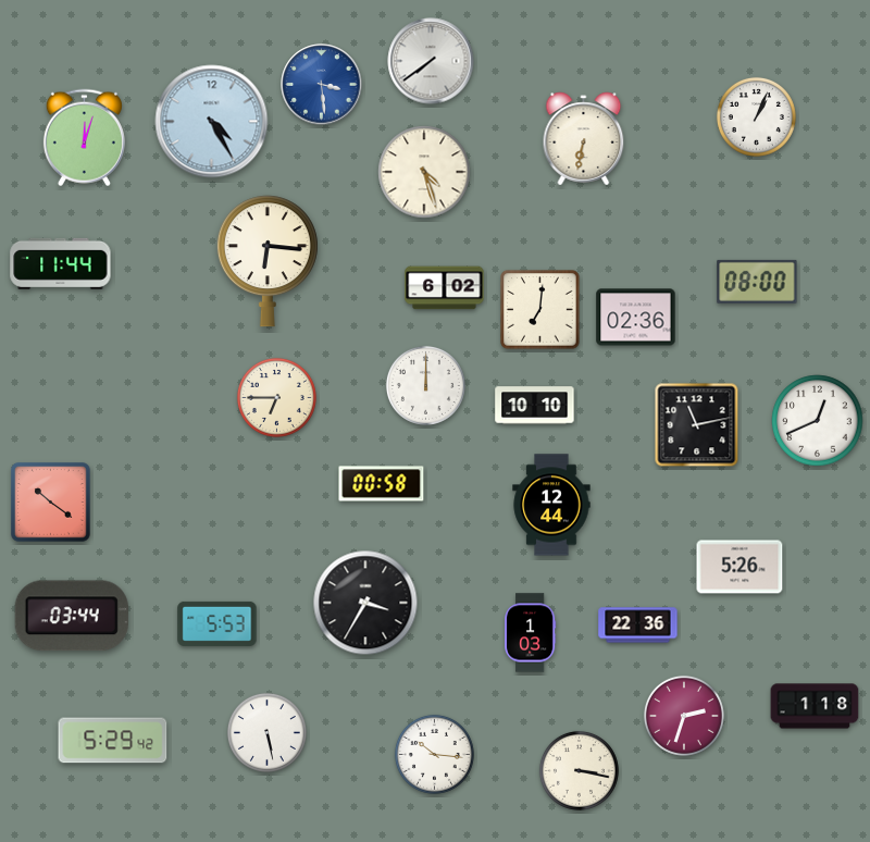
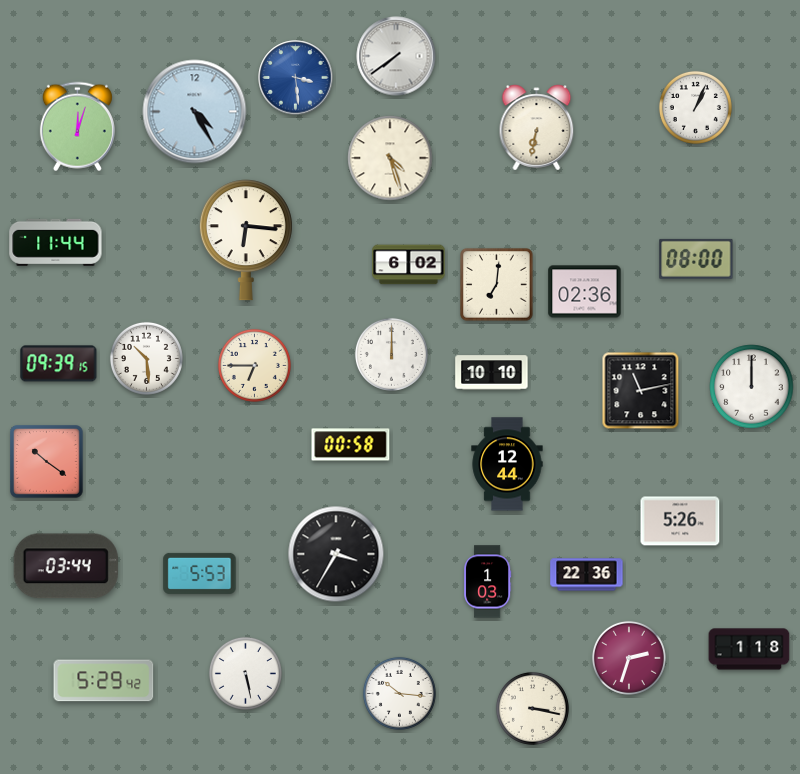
clock at (146, 358): none -> 10:29
clock at (59, 364): none -> 09:39
clock at (818, 421): 12:41 -> 12:00
